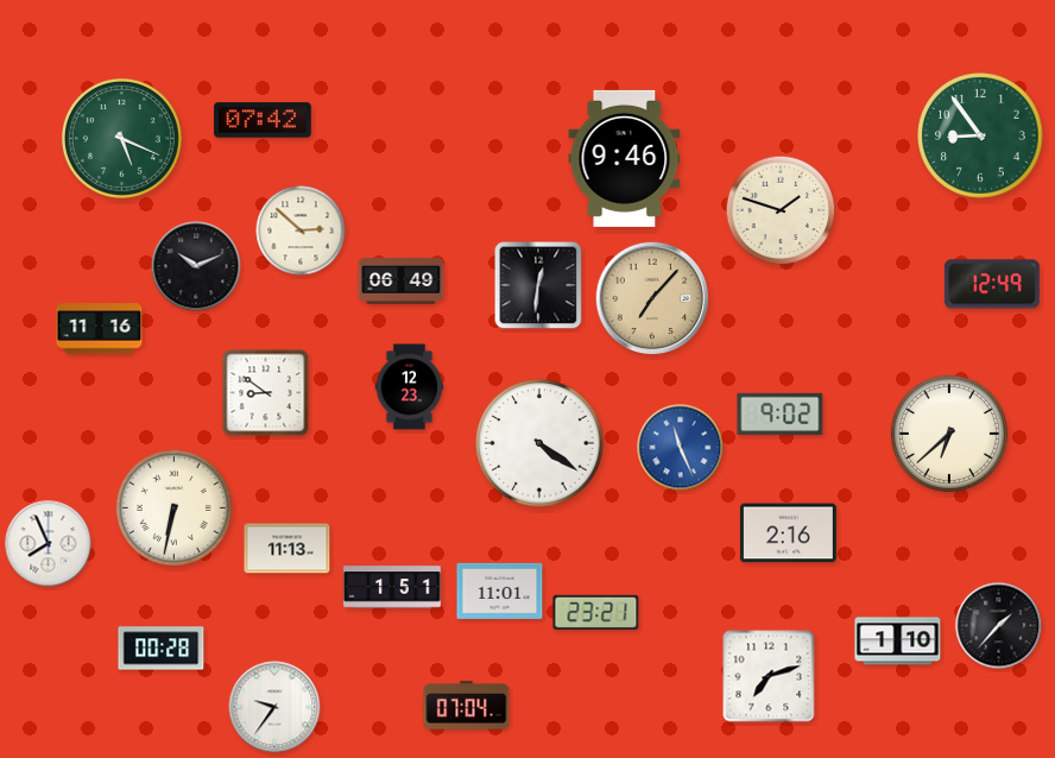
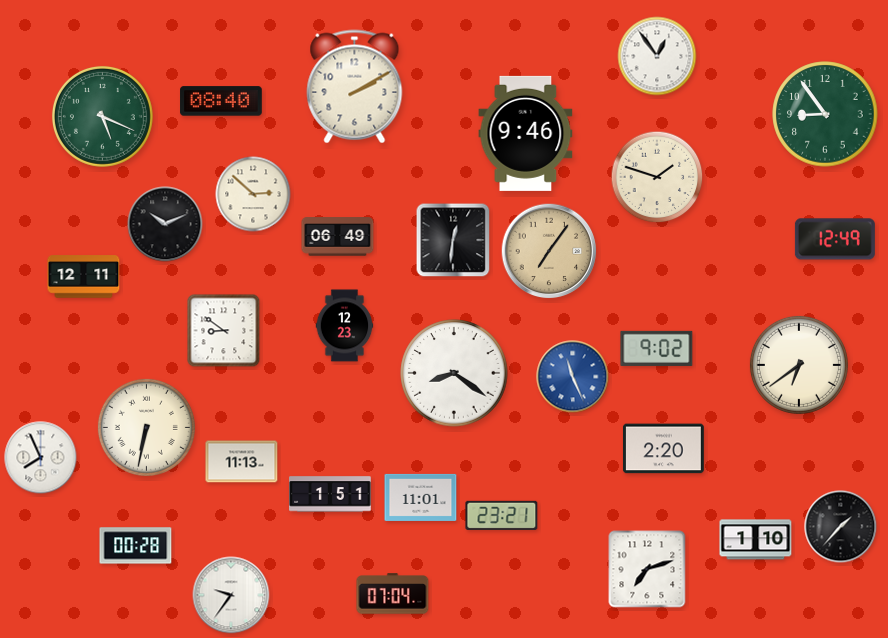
clock at (657, 56): none -> 12:54
clock at (355, 87): none -> 2:10
clock at (263, 120): 07:42 -> 08:40
clock at (652, 298): 7:07 -> 7:06
clock at (100, 329): 11:16 -> 12:11
clock at (949, 434): 6:38 -> 6:39
clock at (539, 443): 4:21 -> 8:21
clock at (788, 533): 2:16 -> 2:20
